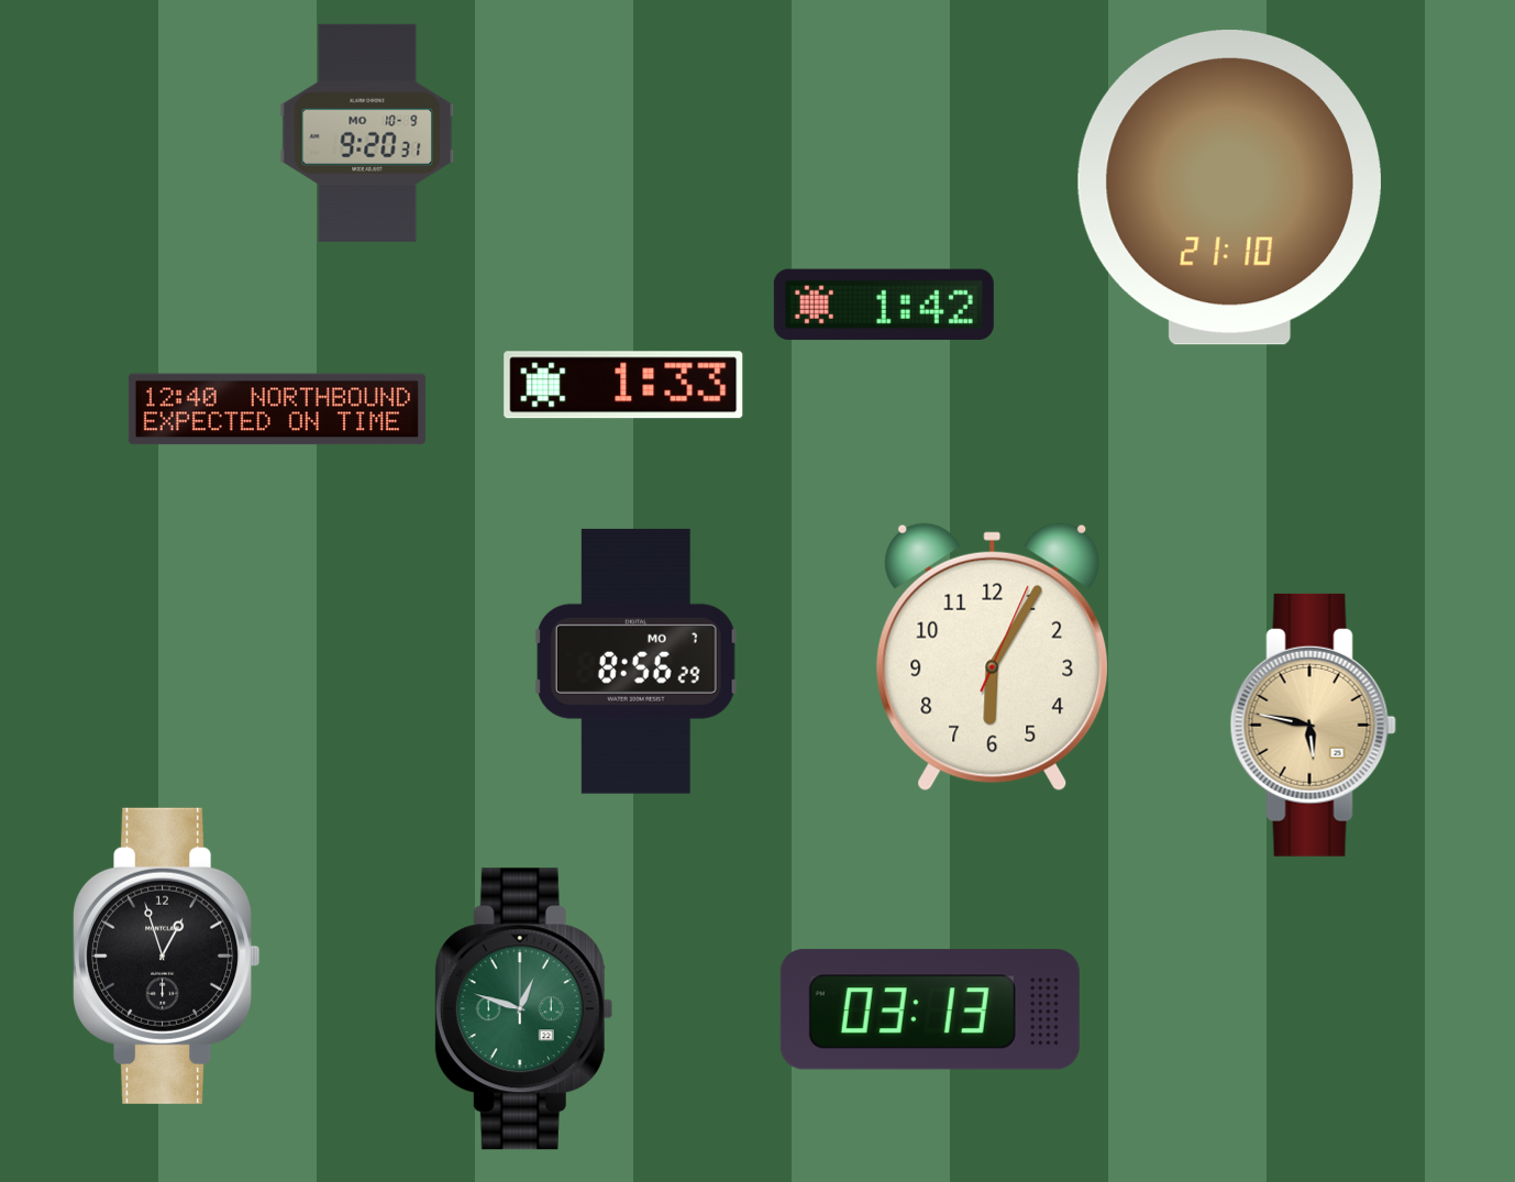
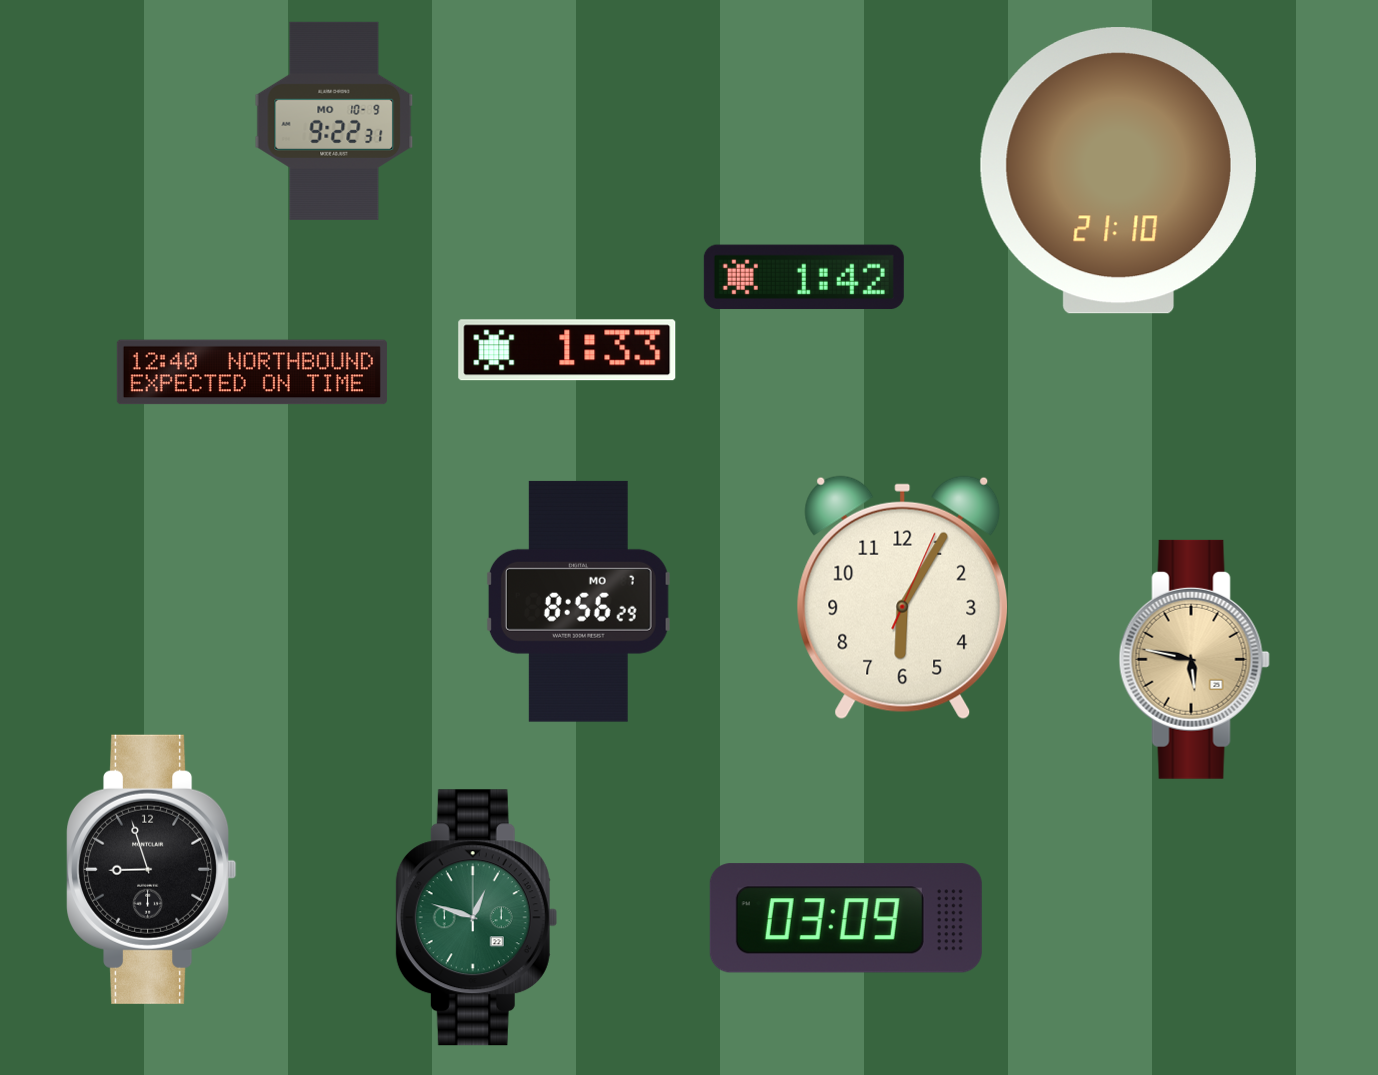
clock at (367, 133): 9:20 -> 9:22
clock at (167, 955): 12:57 -> 8:57
clock at (930, 1009): 03:13 -> 03:09
